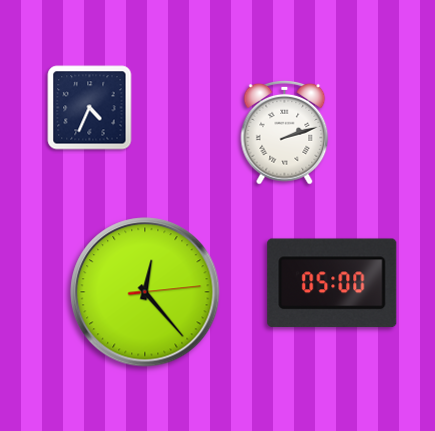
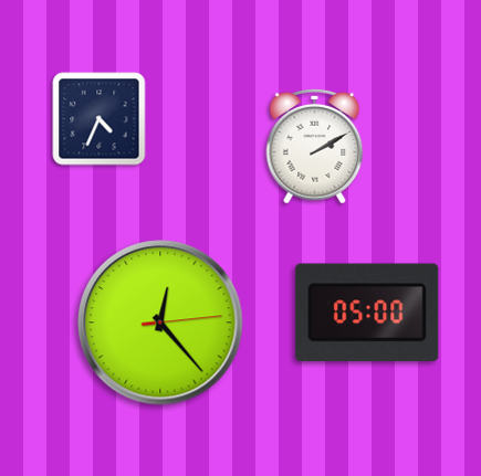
clock at (285, 132): 2:12 -> 2:10
